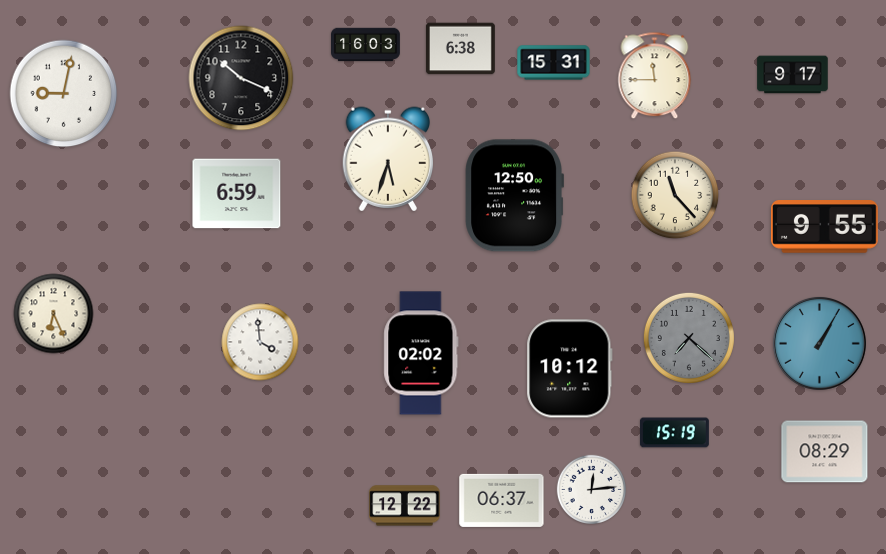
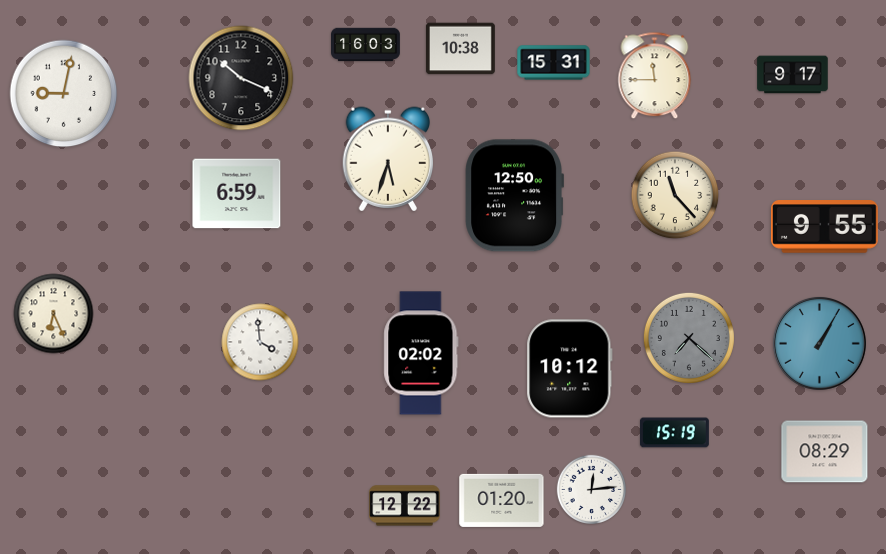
clock at (460, 49): 6:38 -> 10:38
clock at (502, 500): 06:37 -> 01:20
